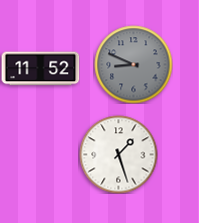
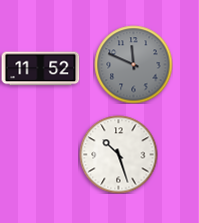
clock at (133, 64): 8:49 -> 11:49
clock at (118, 154): 1:27 -> 10:27
